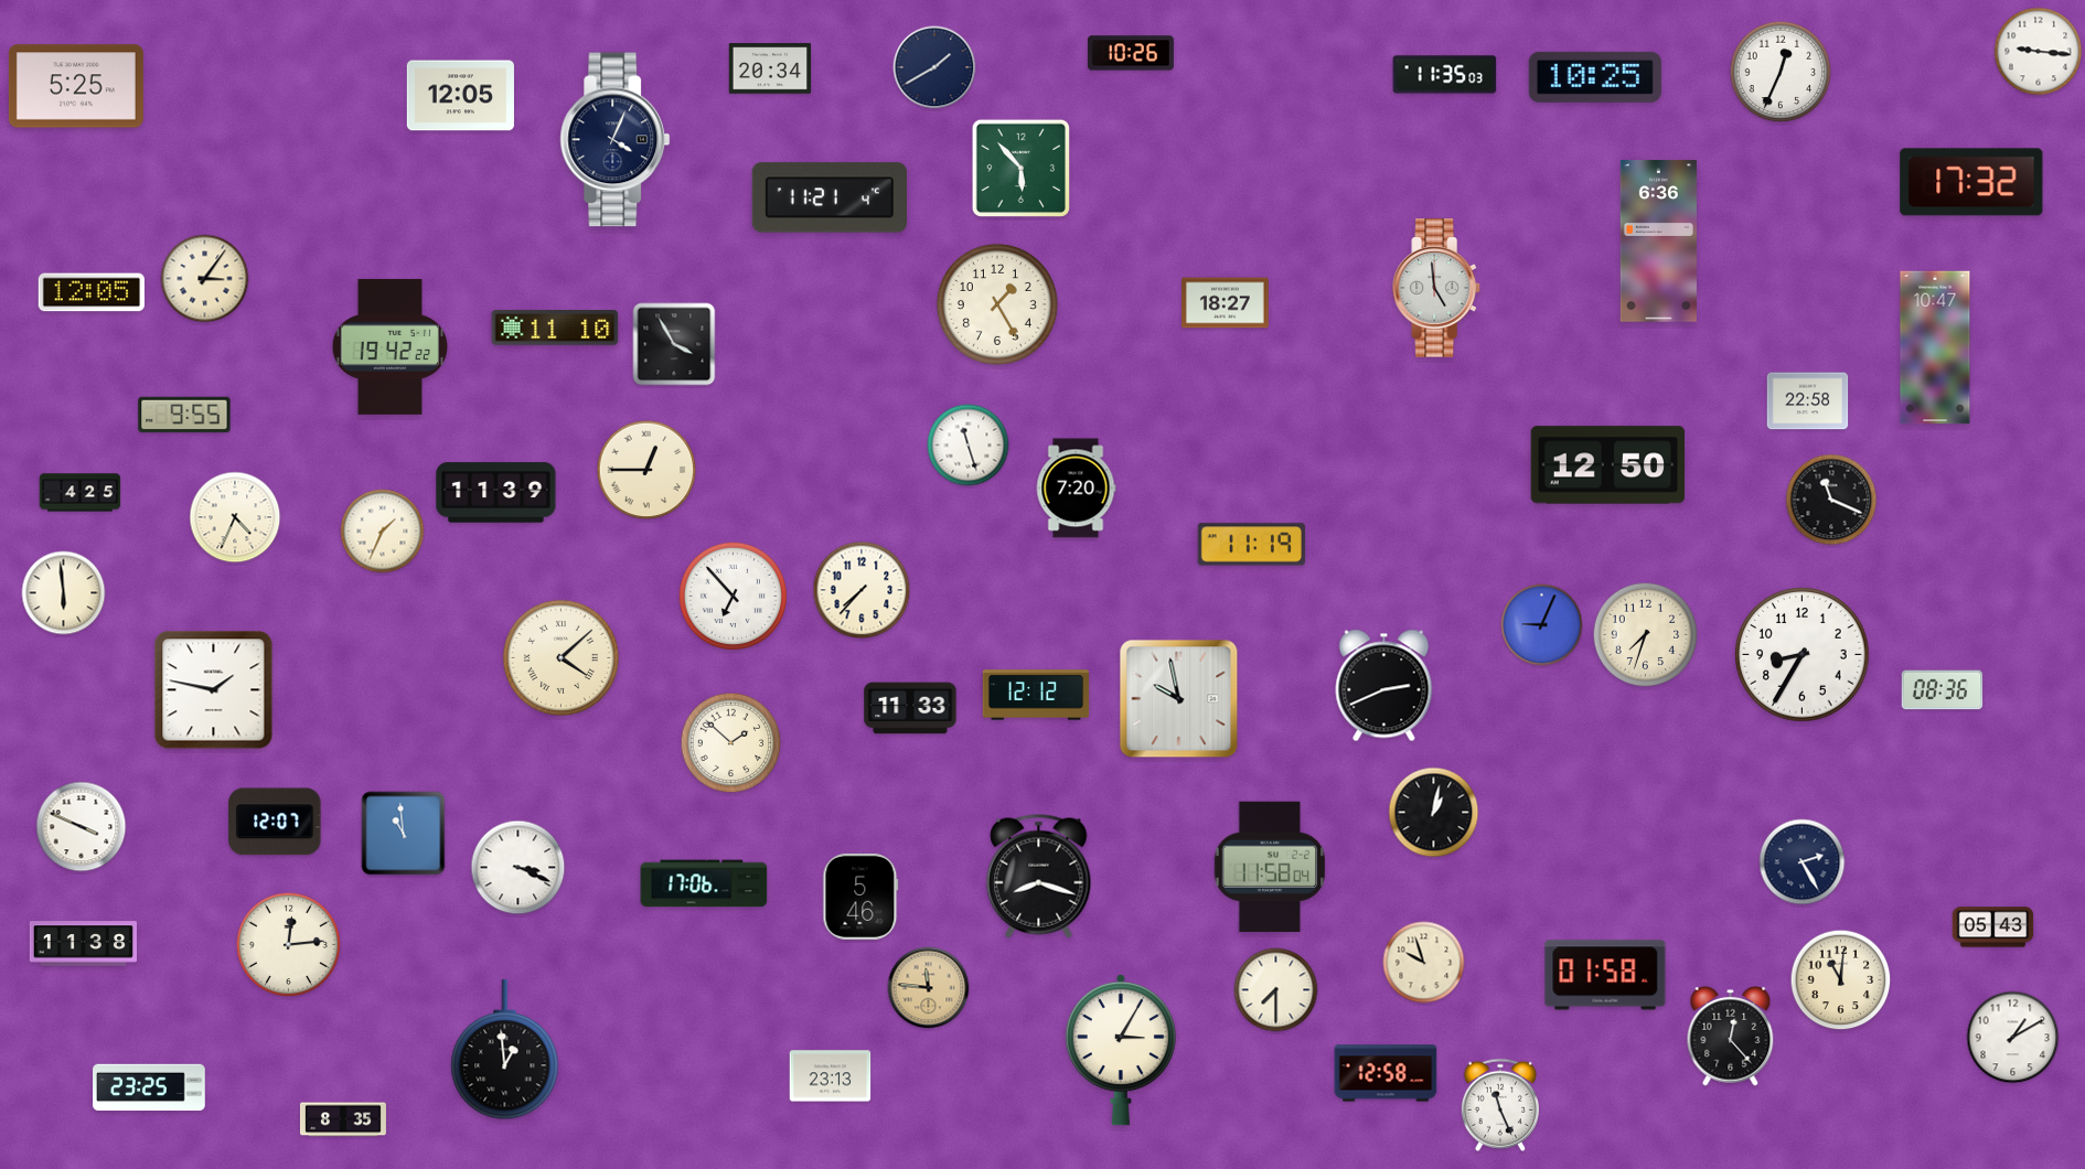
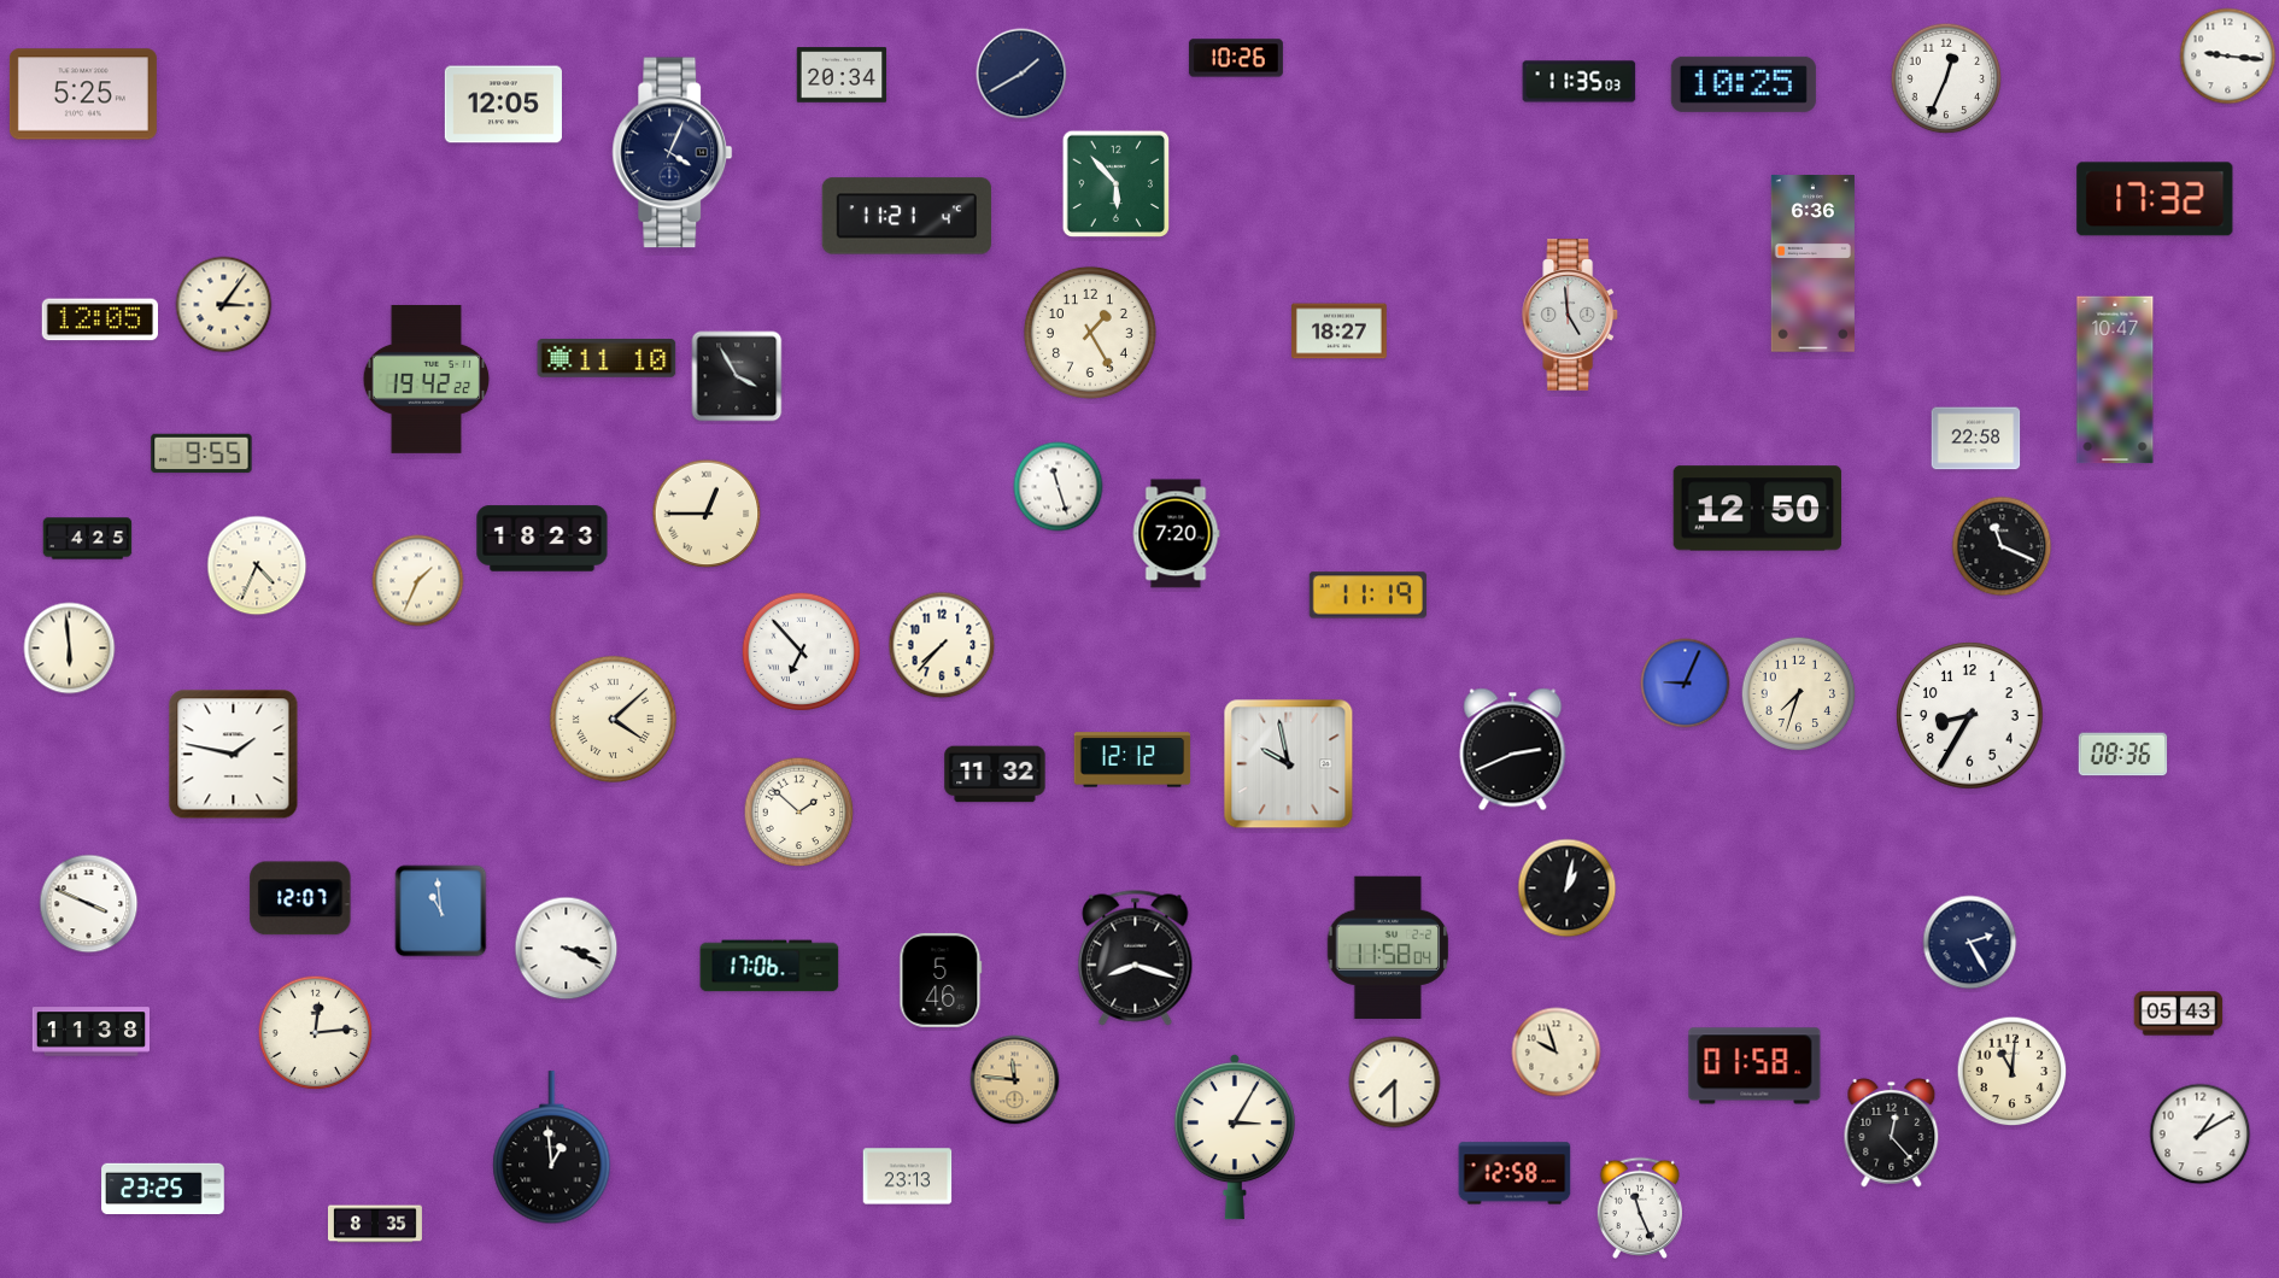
clock at (496, 493): 11:39 -> 18:23
clock at (910, 708): 11:33 -> 11:32
clock at (1121, 1050) position: (1121, 1050) -> (1235, 1137)
